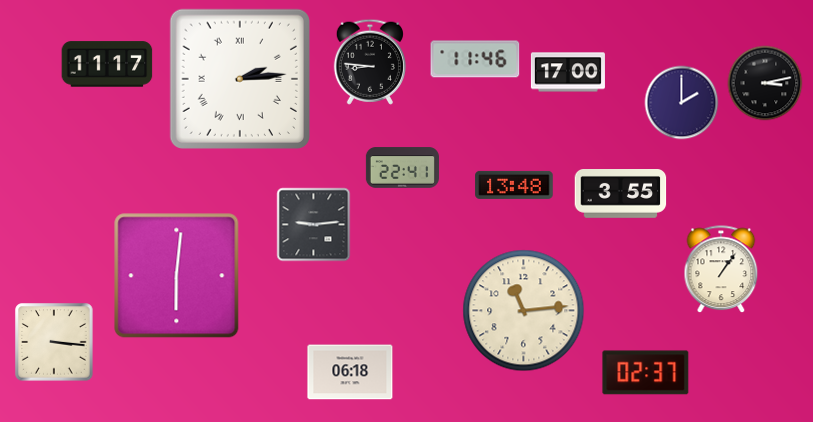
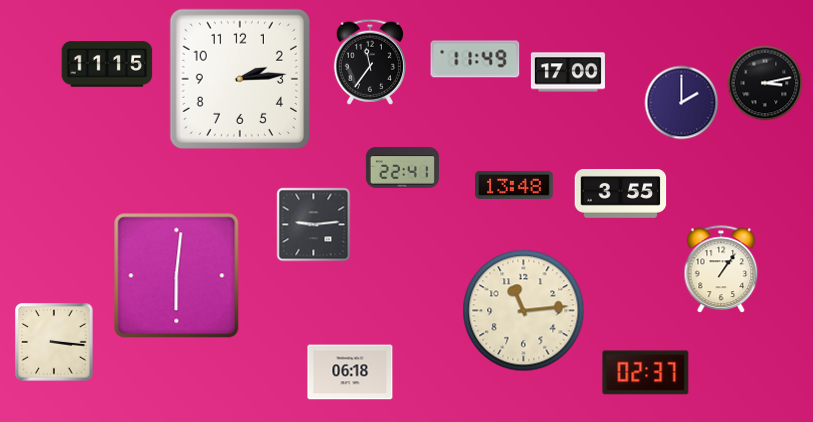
clock at (475, 59): 11:46 -> 11:49
clock at (370, 62): 8:46 -> 11:36
clock at (107, 64): 11:17 -> 11:15
clock at (240, 79) numerals: Roman -> Arabic
